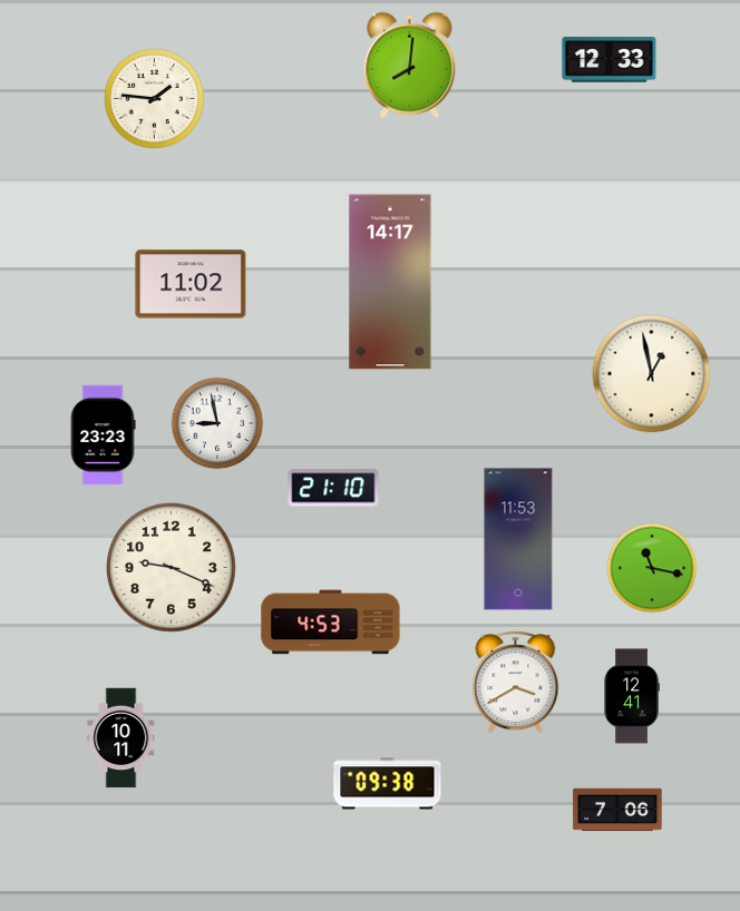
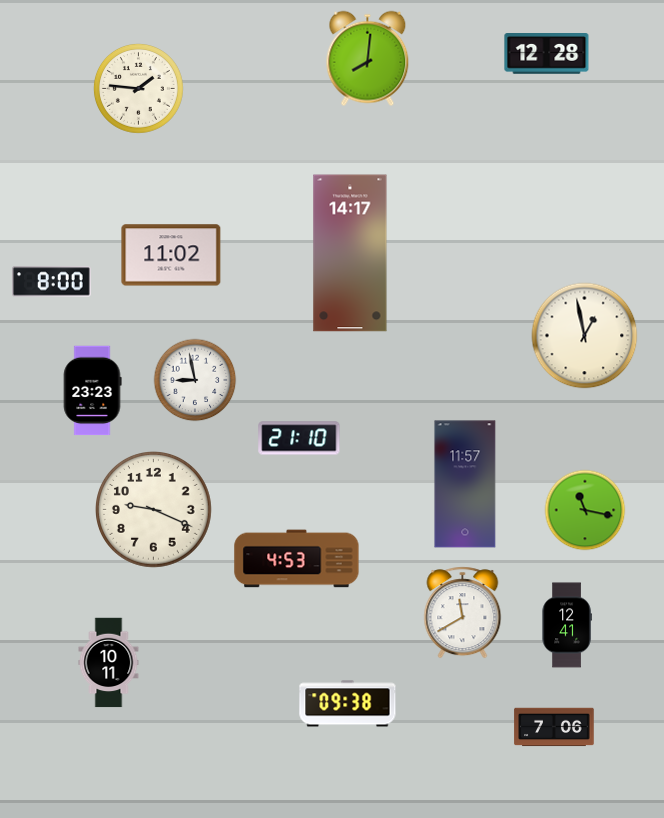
clock at (610, 60): 12:33 -> 12:28
clock at (52, 282): none -> 8:00
clock at (518, 539): 11:53 -> 11:57
clock at (516, 683): 3:40 -> 11:40
